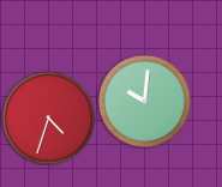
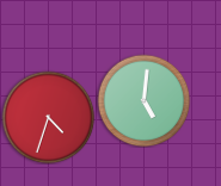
clock at (144, 101): 10:01 -> 5:01
